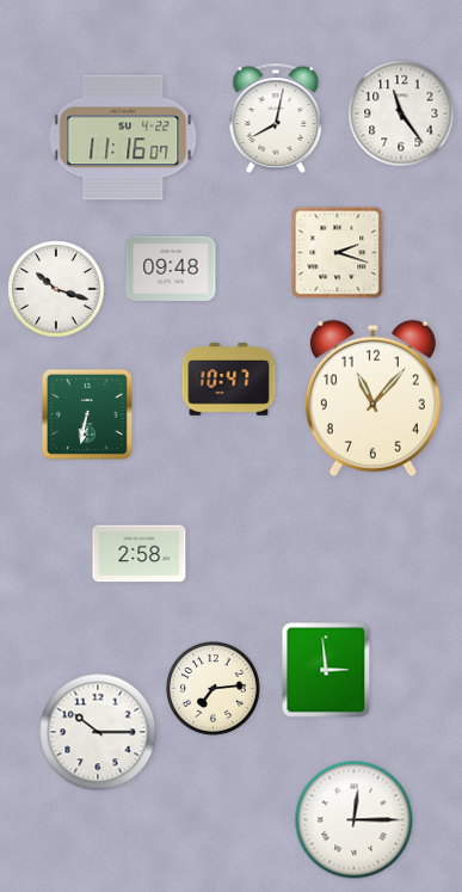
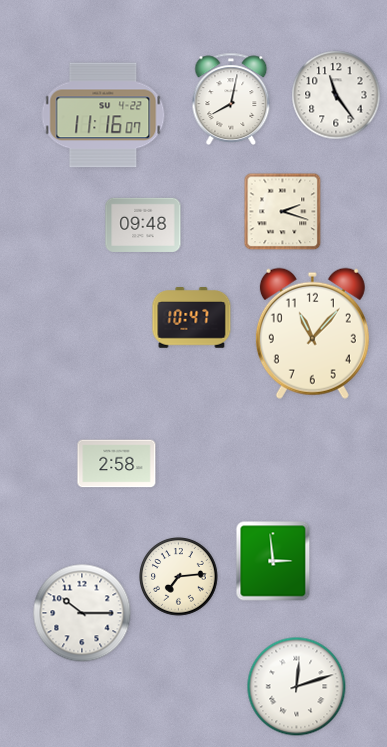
clock at (56, 289): 10:18 -> none
clock at (87, 414): 6:32 -> none
clock at (355, 820): 12:15 -> 12:12
